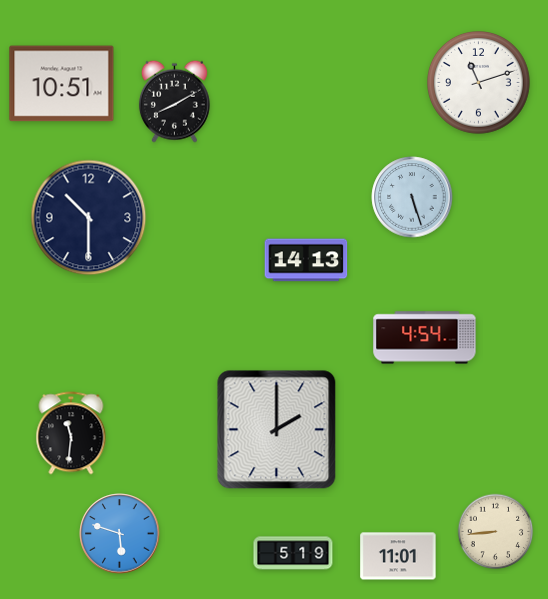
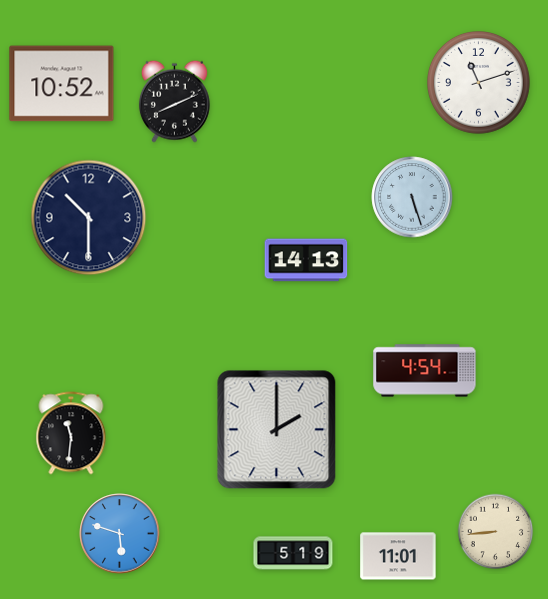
clock at (62, 84): 10:51 -> 10:52
clock at (174, 101): 8:10 -> 8:11
clock at (425, 338) position: (425, 338) -> (425, 371)
